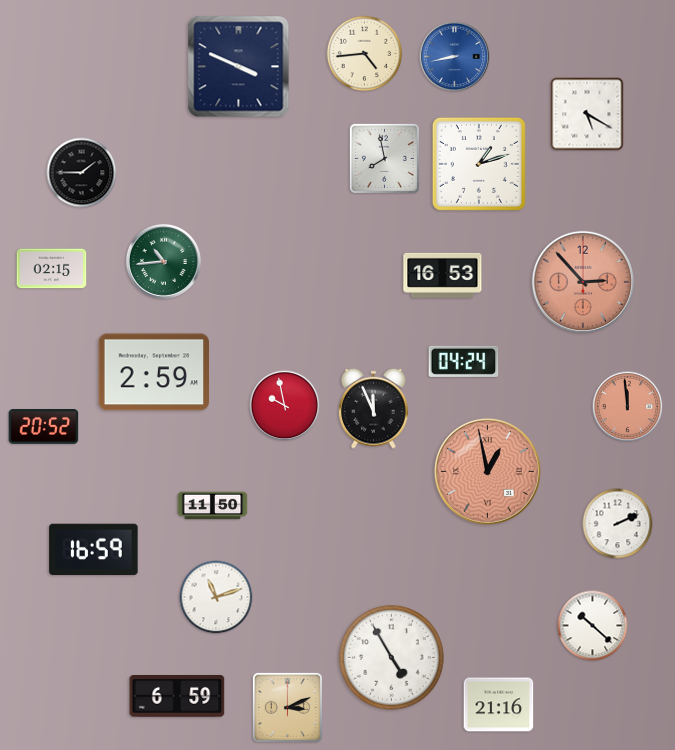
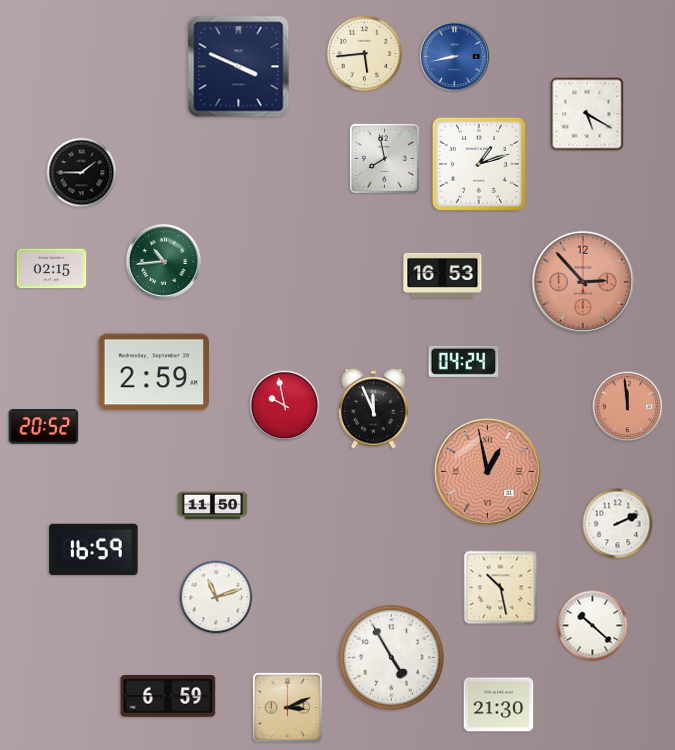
clock at (365, 54): 4:44 -> 5:44
clock at (501, 588): none -> 10:28
clock at (177, 697) position: (177, 697) -> (168, 697)
clock at (499, 705): 21:16 -> 21:30
